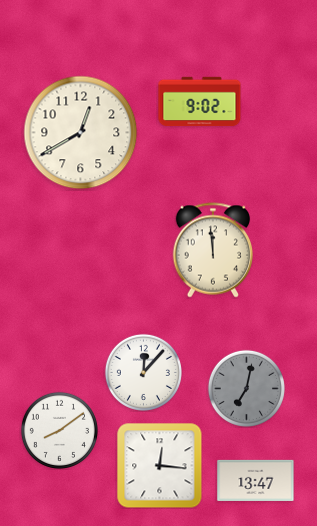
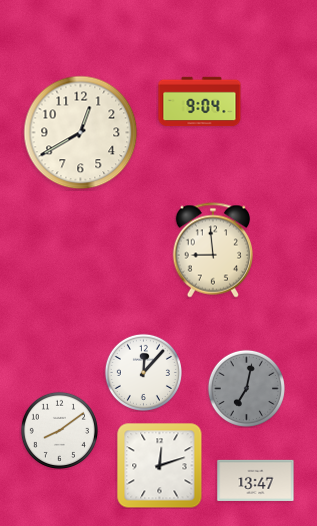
clock at (200, 102): 9:02 -> 9:04
clock at (212, 250): 11:59 -> 8:59
clock at (160, 466): 12:16 -> 12:12
